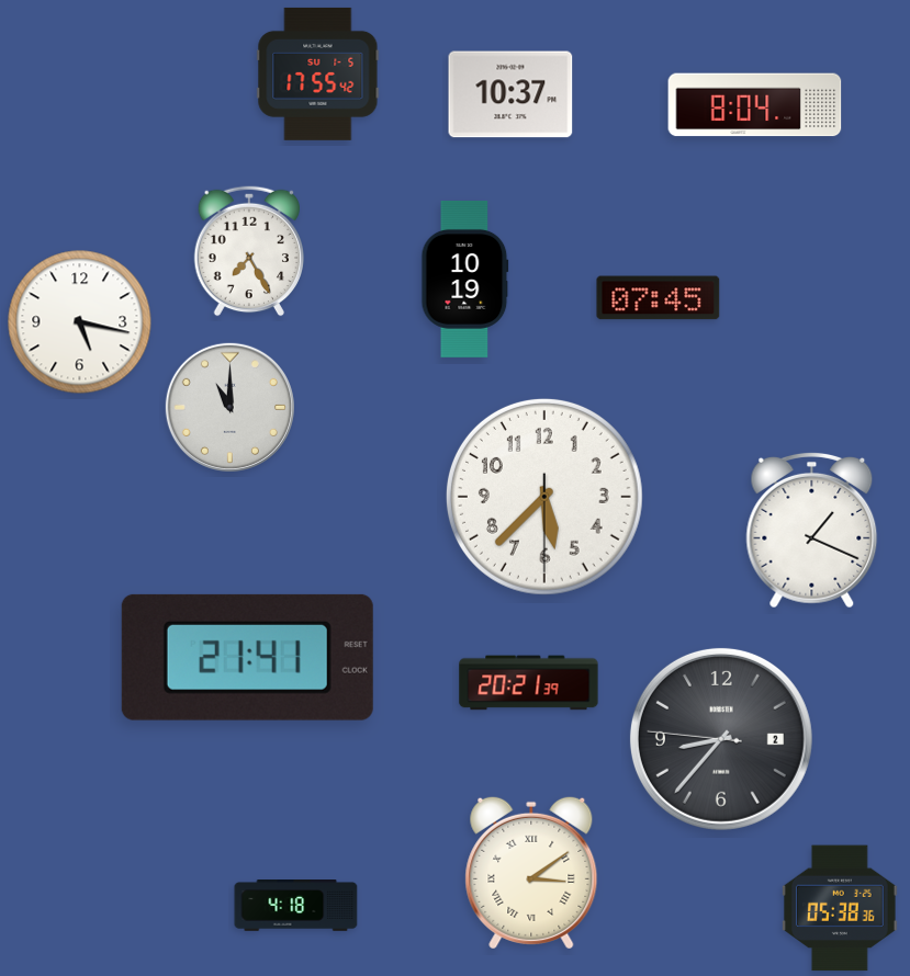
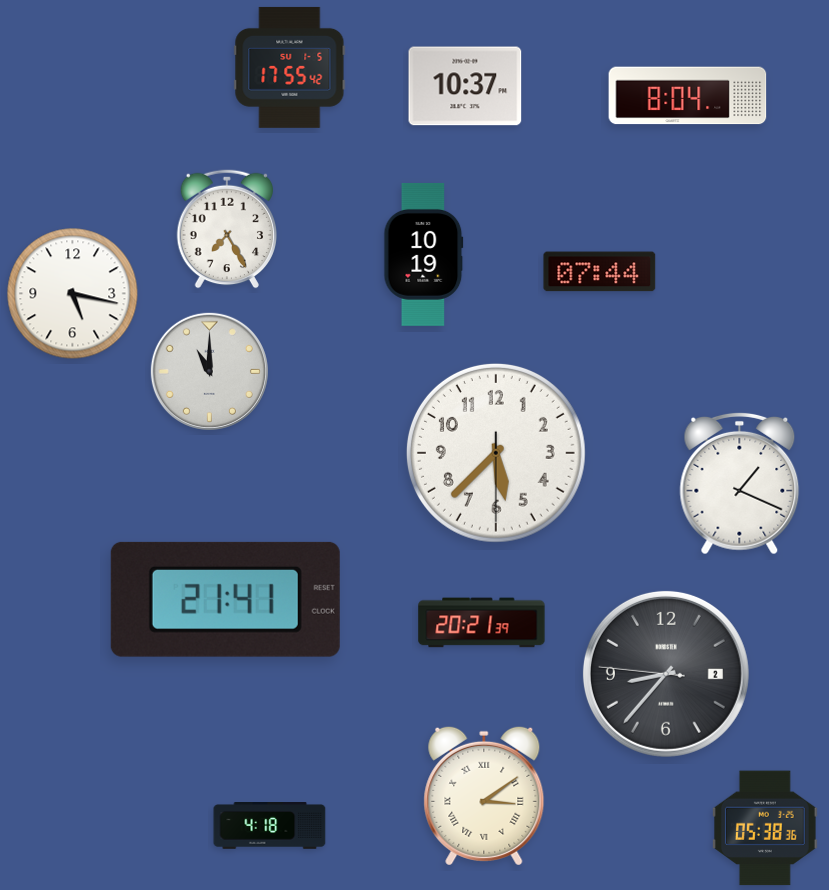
clock at (659, 298): 07:45 -> 07:44
clock at (721, 739) position: (721, 739) -> (666, 674)
